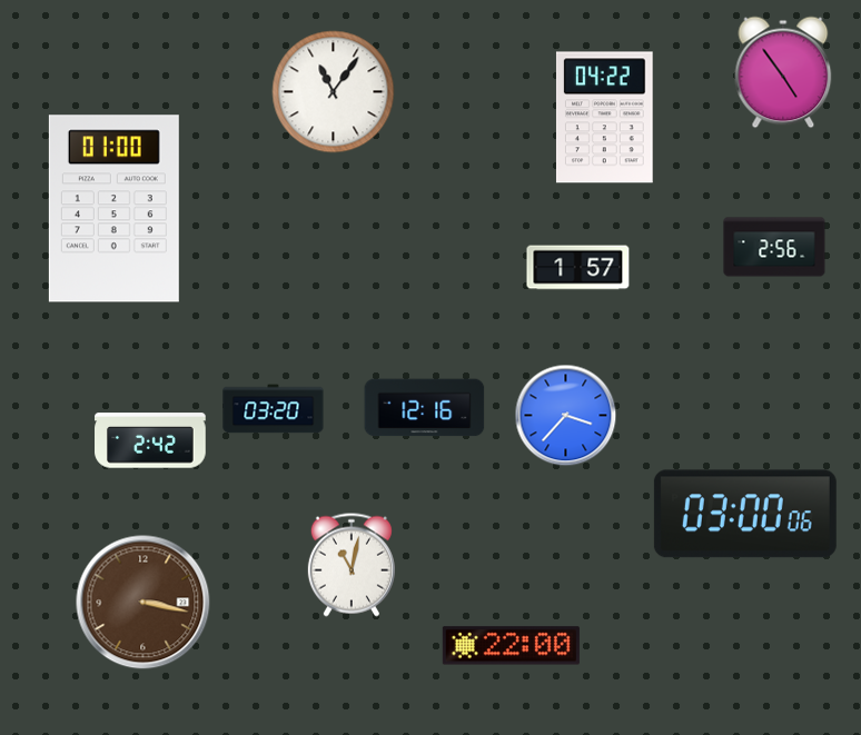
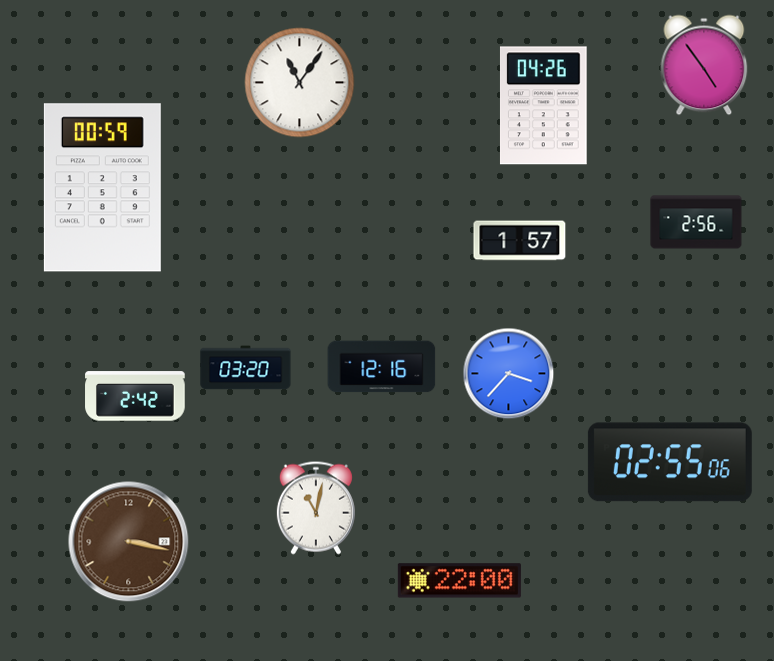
clock at (604, 118): 04:22 -> 04:26
clock at (113, 209): 01:00 -> 00:59
clock at (745, 514): 03:00 -> 02:55
